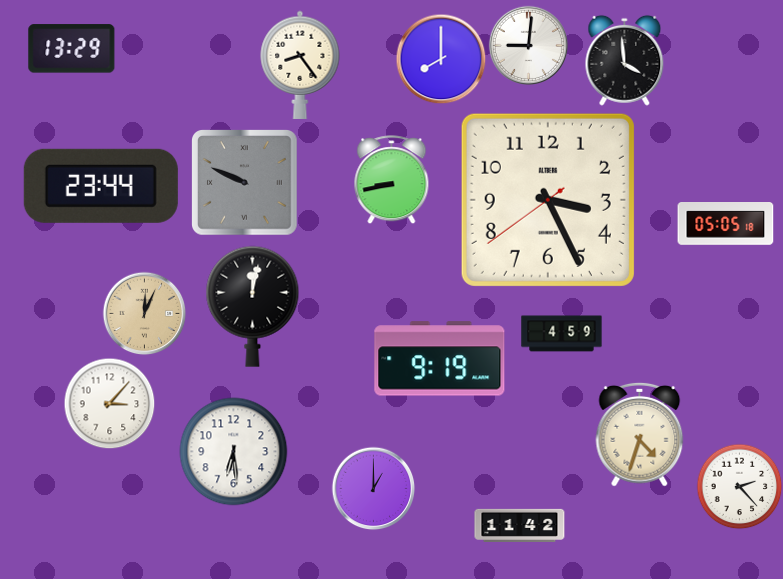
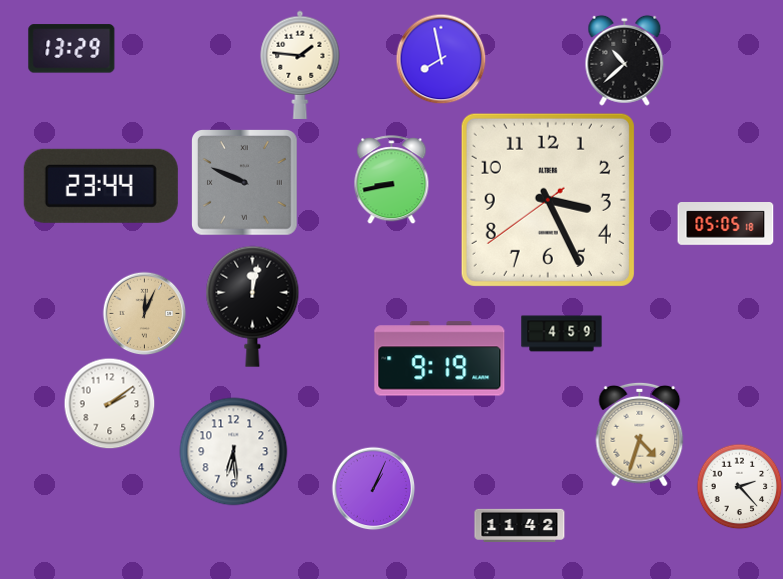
clock at (528, 45): 9:01 -> none
clock at (441, 59): 8:00 -> 7:58
clock at (625, 60): 3:59 -> 10:38
clock at (300, 65): 8:24 -> 1:46
clock at (109, 403): 3:07 -> 2:09
clock at (373, 488): 1:00 -> 1:04
